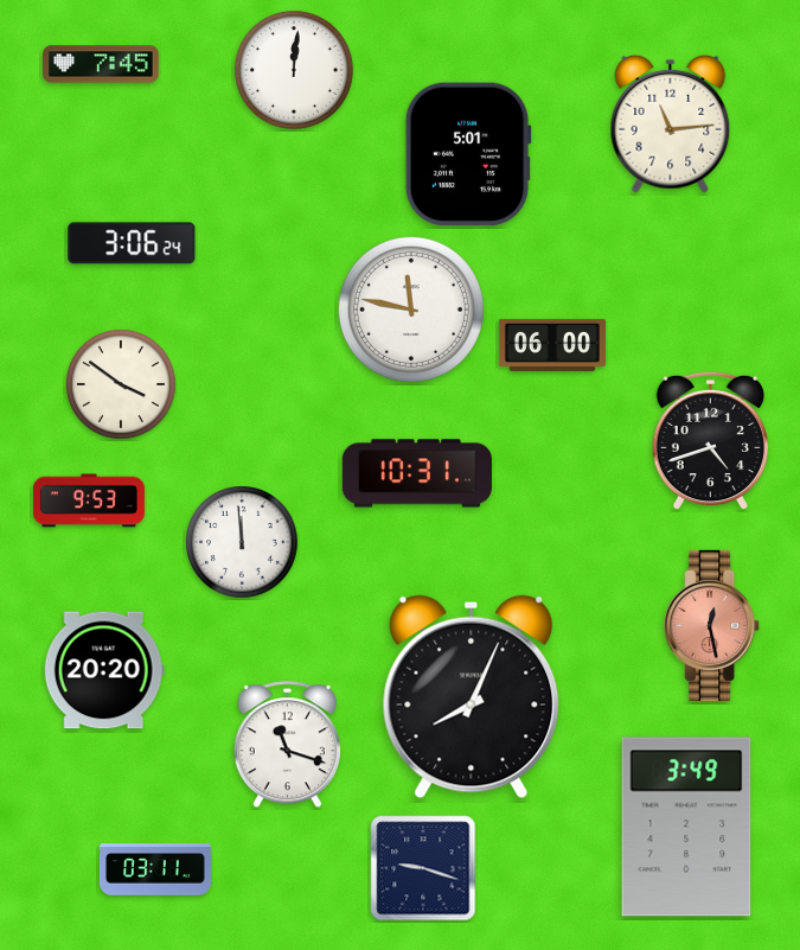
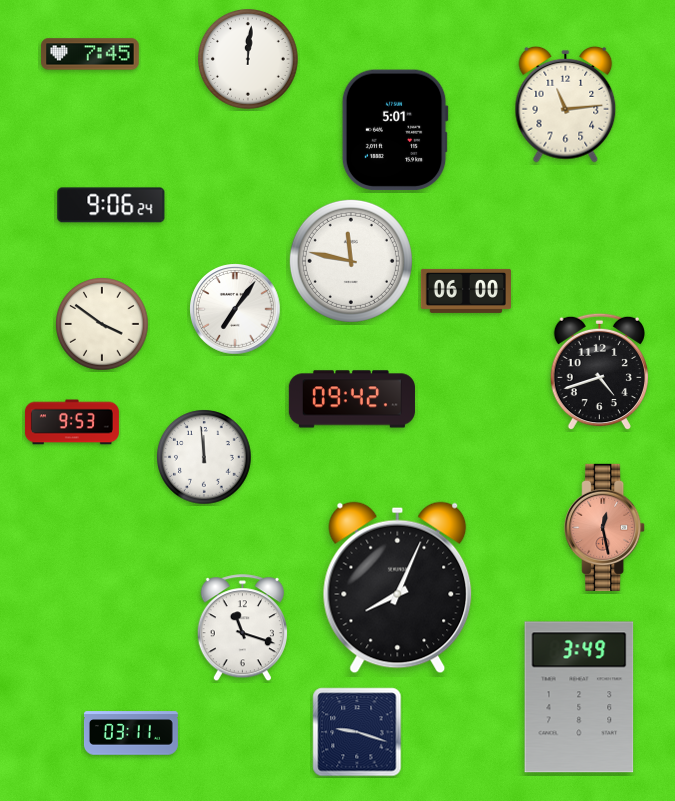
clock at (101, 64) position: (101, 64) -> (90, 54)
clock at (132, 243): 3:06 -> 9:06
clock at (411, 310) position: (411, 310) -> (351, 261)
clock at (235, 309): none -> 7:06
clock at (417, 473): 10:31 -> 09:42
clock at (89, 500) position: (89, 500) -> (72, 422)
clock at (712, 625) position: (712, 625) -> (605, 527)
clock at (104, 670): 20:20 -> none
